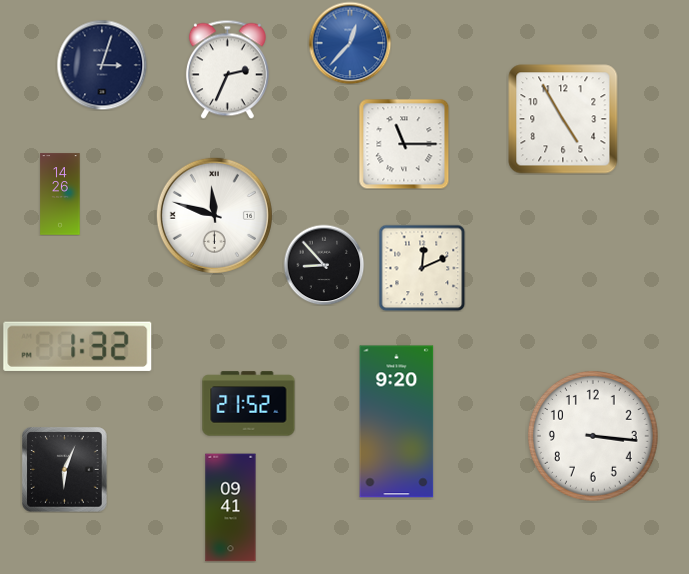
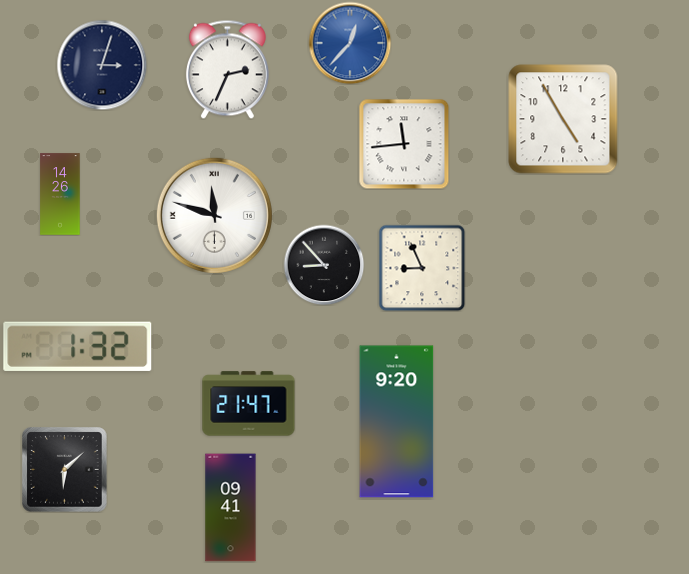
clock at (404, 144): 11:15 -> 11:44
clock at (422, 268): 12:11 -> 8:56
clock at (249, 404): 21:52 -> 21:47
clock at (593, 436): 3:16 -> none
clock at (65, 470): 6:04 -> 6:08
